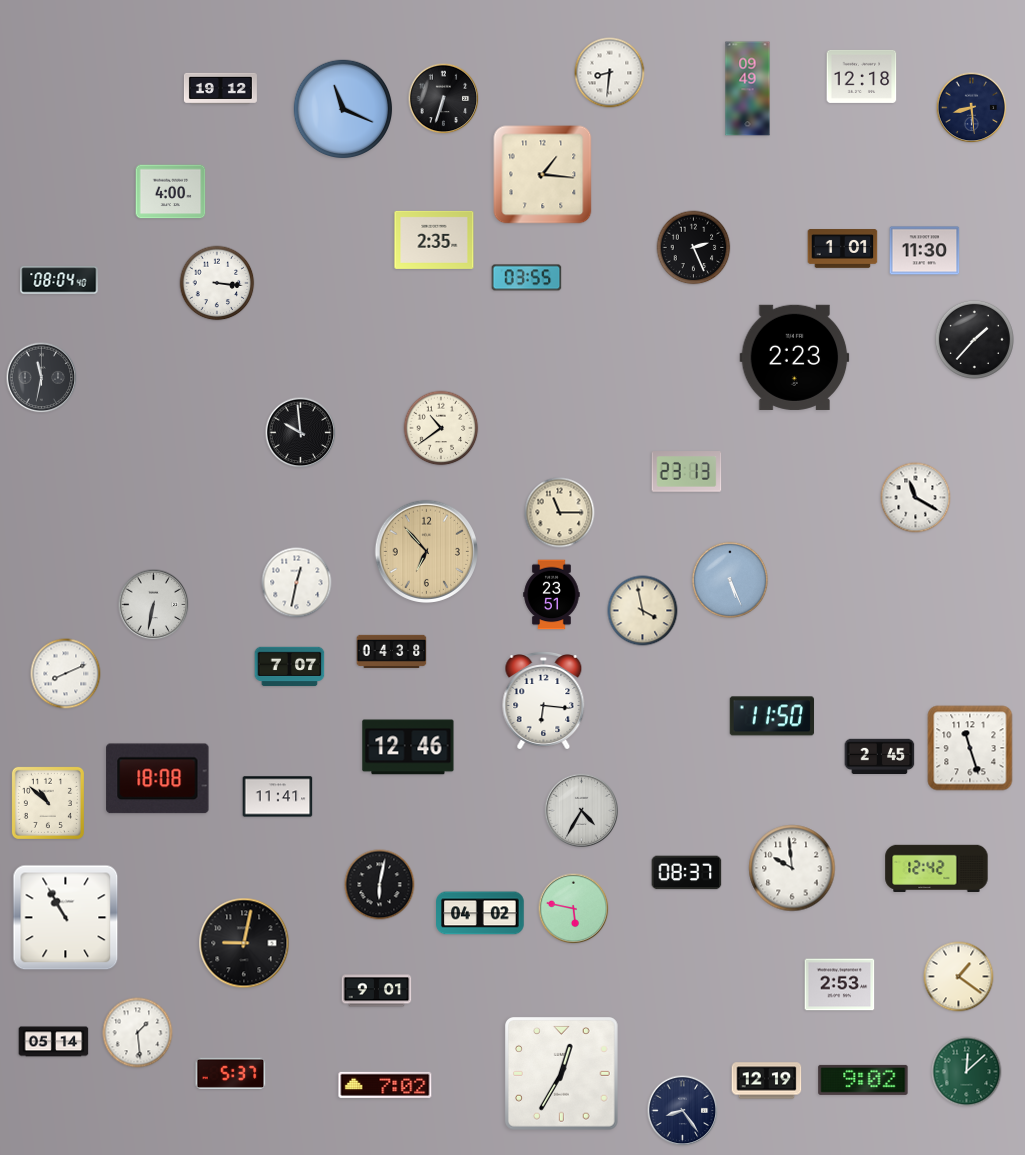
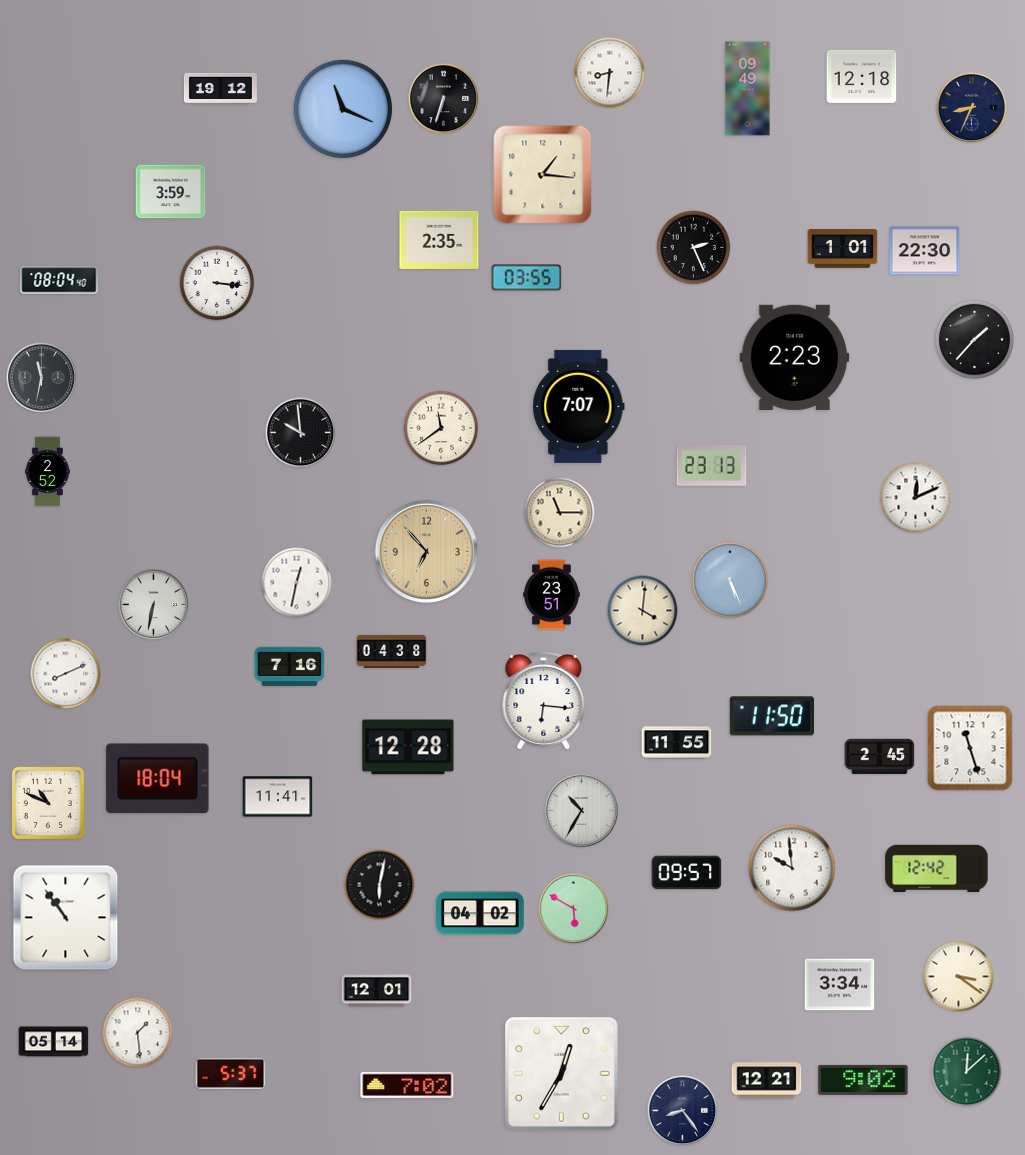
clock at (972, 108): 8:29 -> 8:34
clock at (171, 192): 4:00 -> 3:59
clock at (434, 240) position: (434, 240) -> (439, 240)
clock at (925, 251): 11:30 -> 22:30
clock at (579, 406): none -> 7:07
clock at (441, 428): 10:39 -> 11:39
clock at (48, 472): none -> 2:52
clock at (687, 472) position: (687, 472) -> (712, 466)
clock at (916, 498): 11:20 -> 12:11
clock at (643, 611): 3:58 -> 4:01
clock at (290, 667): 7:07 -> 7:16
clock at (677, 743): none -> 11:55
clock at (408, 747): 12:46 -> 12:28
clock at (158, 779): 18:08 -> 18:04
clock at (48, 803): 10:52 -> 10:49
clock at (581, 810): 4:35 -> 10:35
clock at (687, 873): 08:37 -> 09:57
clock at (574, 909): 5:47 -> 5:50
clock at (66, 918): 10:55 -> 10:54
clock at (244, 943): 9:02 -> none
clock at (959, 977): 1:21 -> 3:21
clock at (840, 985): 2:53 -> 3:34
clock at (377, 991): 9:01 -> 12:01
clock at (767, 1081): 12:19 -> 12:21
clock at (385, 1085) position: (385, 1085) -> (407, 1085)
